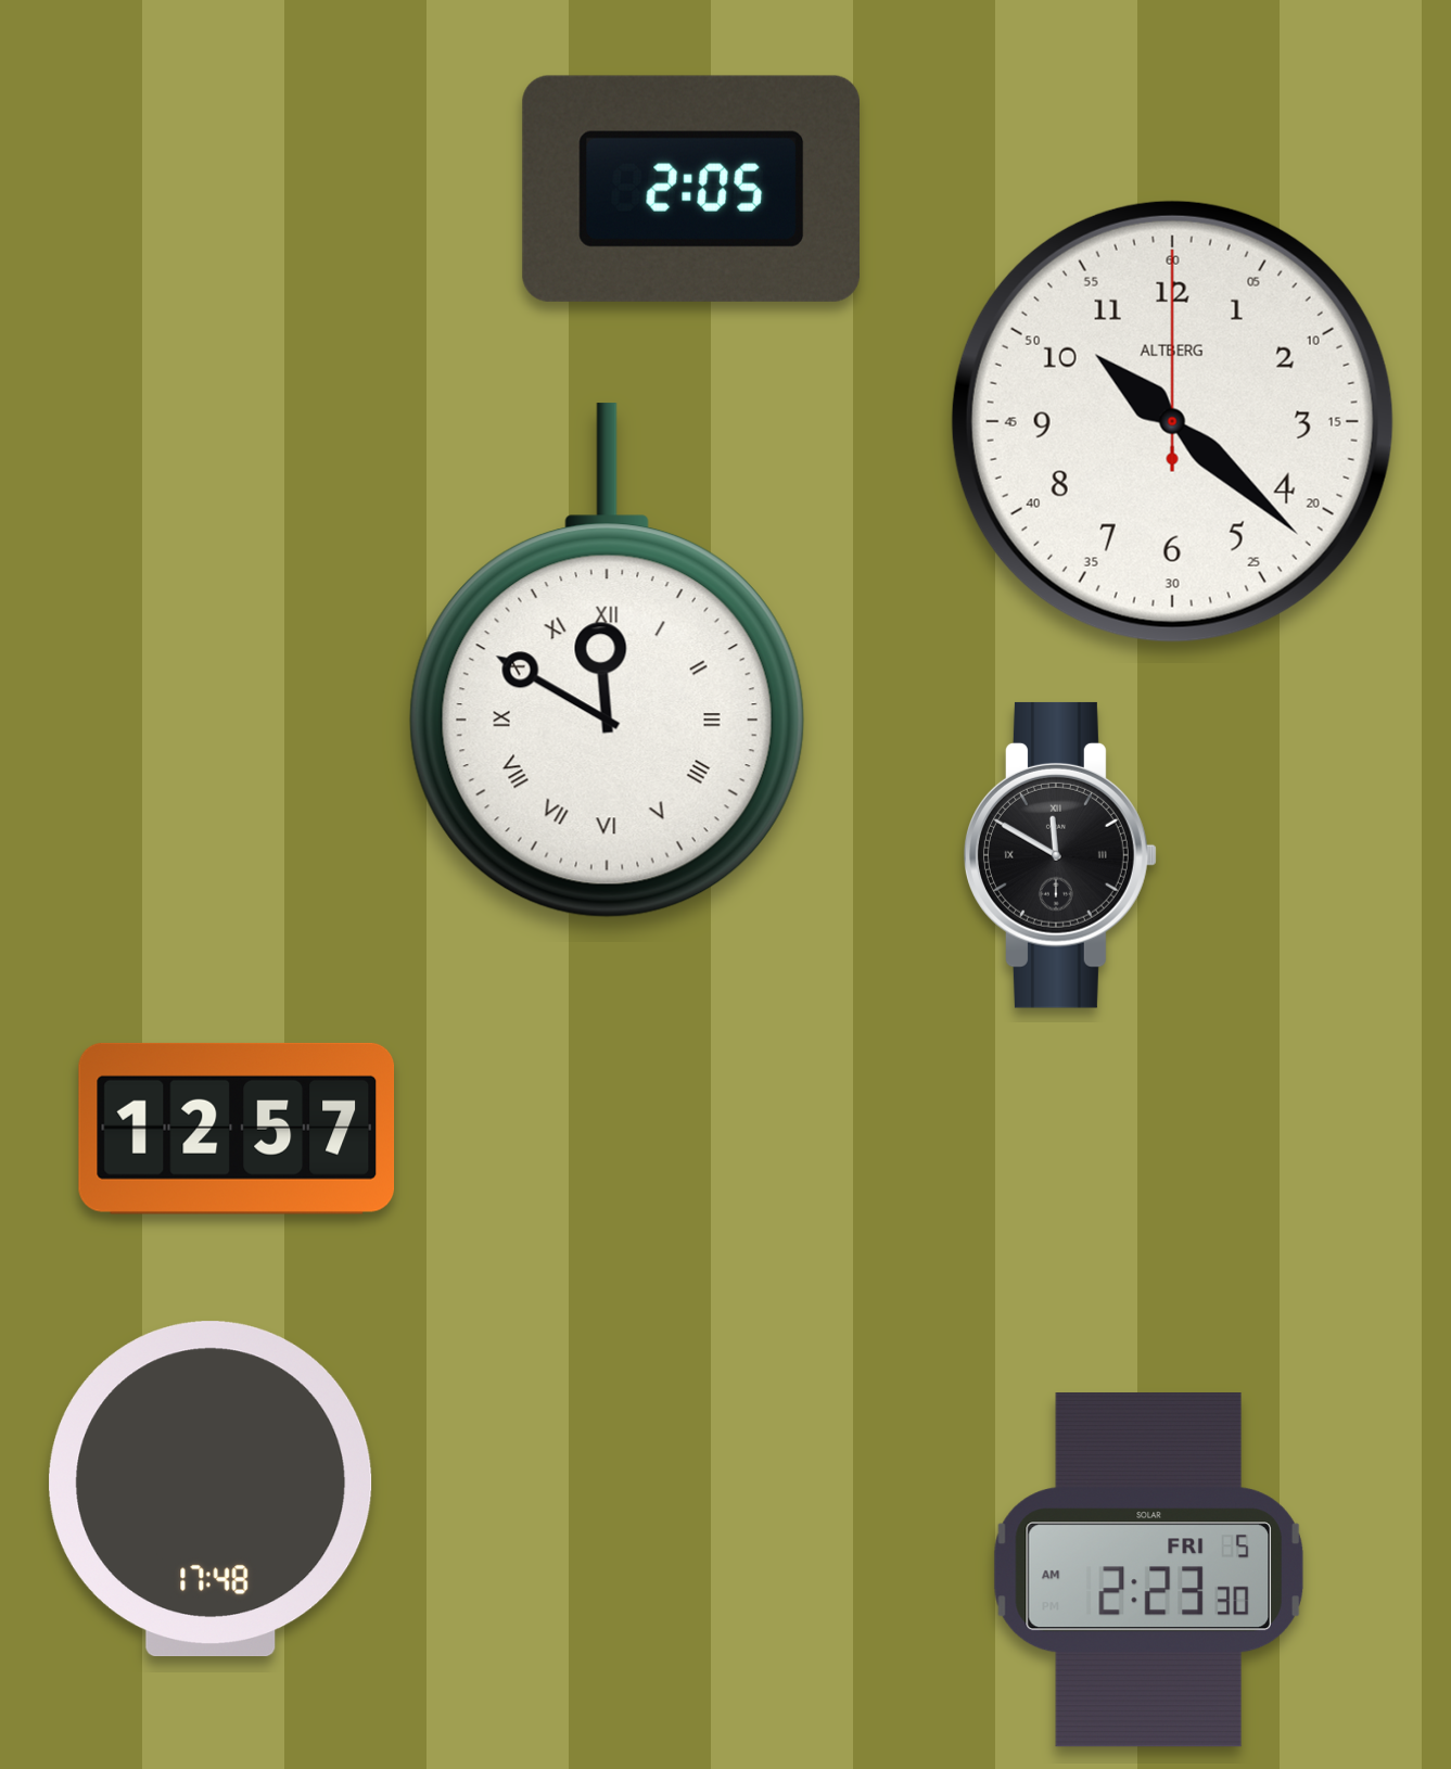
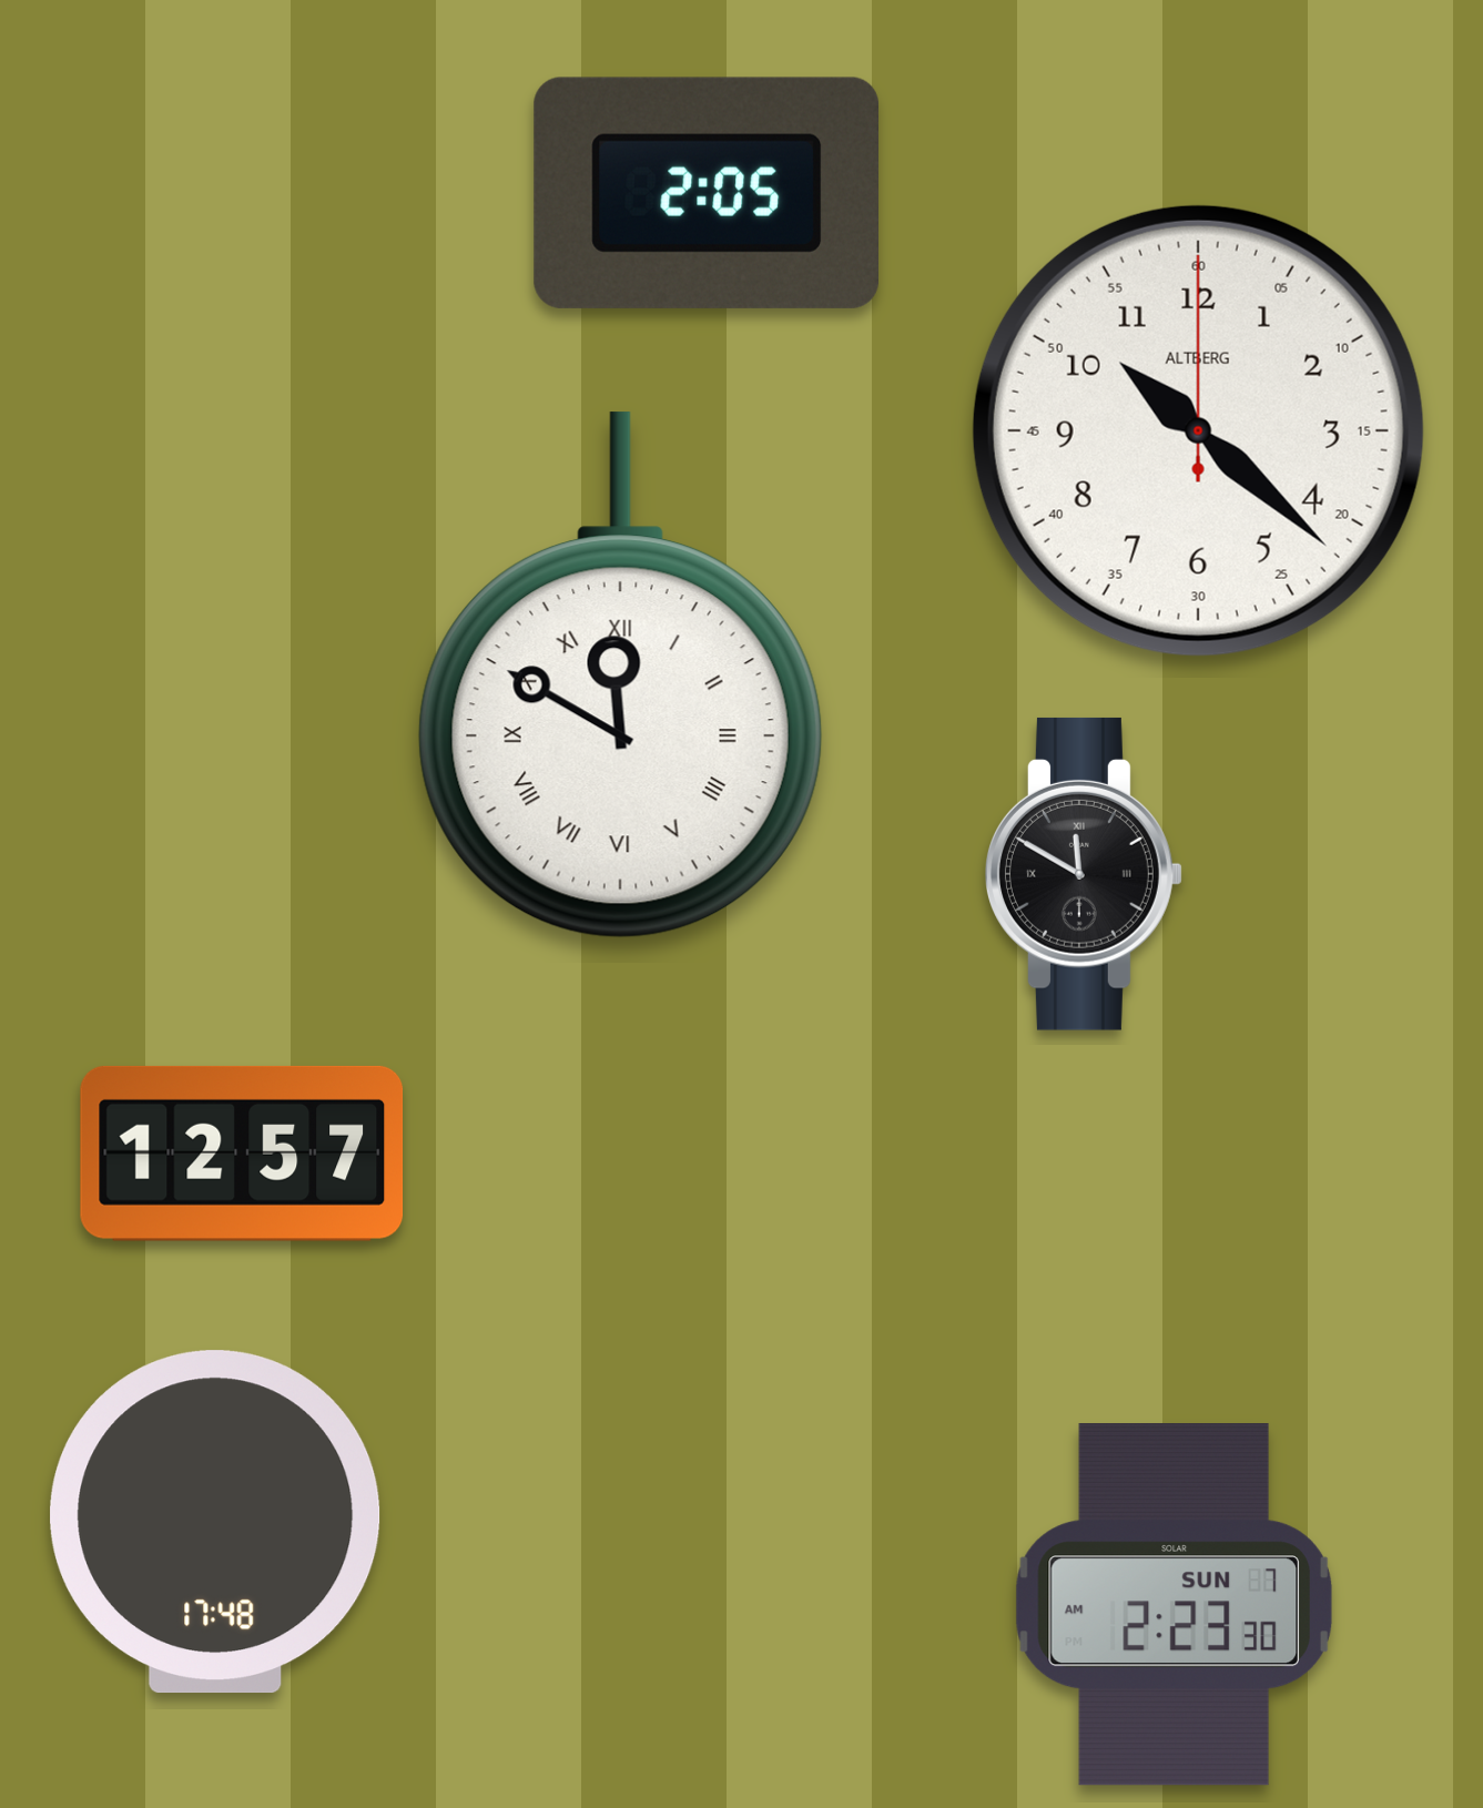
clock at (1148, 1570) date: FRI 5 -> SUN 7
